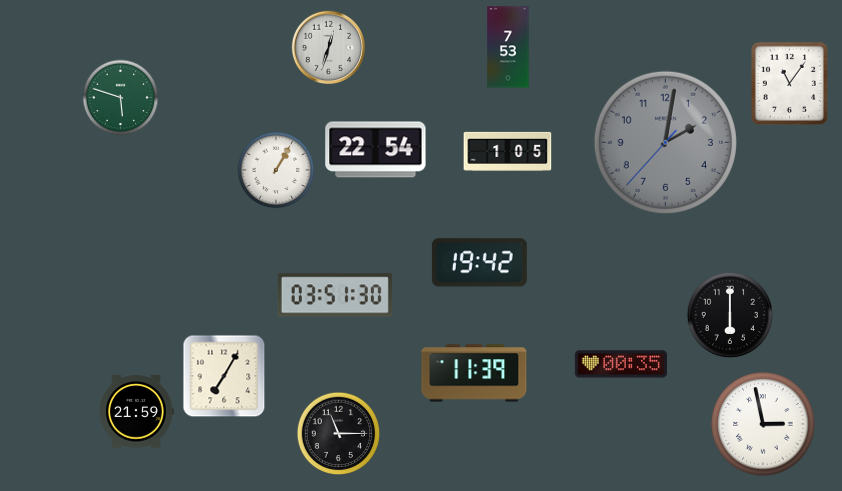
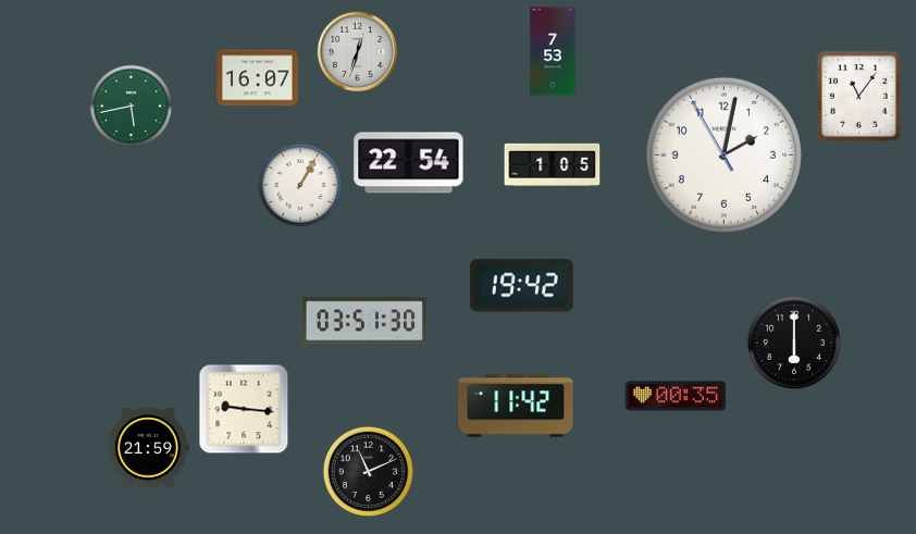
clock at (258, 78): none -> 16:07
clock at (789, 83) position: (789, 83) -> (858, 96)
clock at (121, 98): 5:48 -> 5:43
clock at (665, 142): 2:01:37 -> 2:01:55
clock at (665, 142) dial: grey -> white
clock at (474, 373): 11:39 -> 11:42
clock at (224, 376): 7:05 -> 9:16
clock at (763, 424): 2:58 -> none
clock at (339, 434): 11:15 -> 11:11
